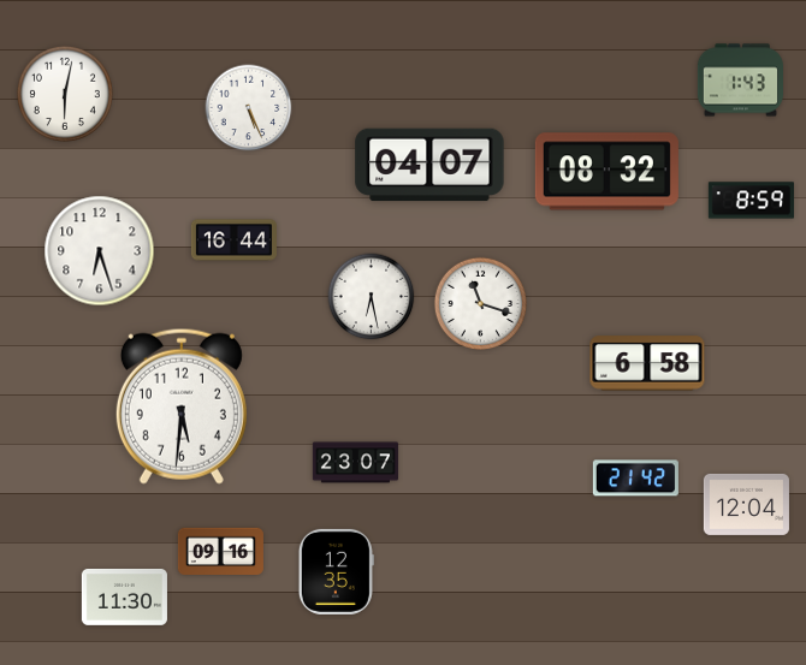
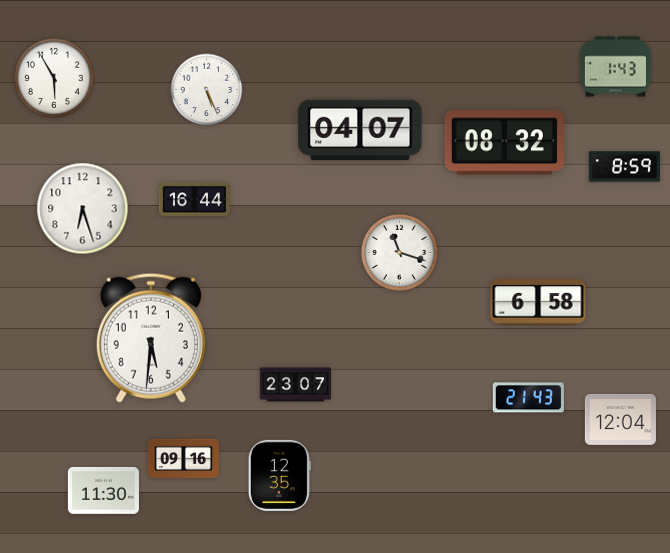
clock at (65, 94): 6:02 -> 5:55
clock at (429, 165) position: (429, 165) -> (360, 130)
clock at (372, 297): 6:28 -> none
clock at (635, 479): 21:42 -> 21:43
clock at (124, 596) position: (124, 596) -> (103, 490)
